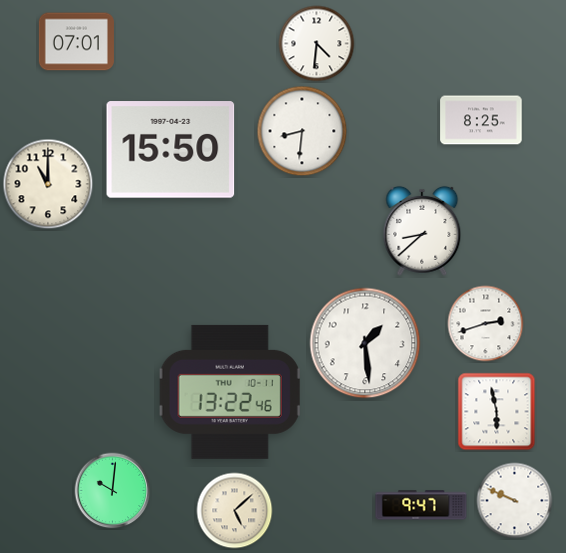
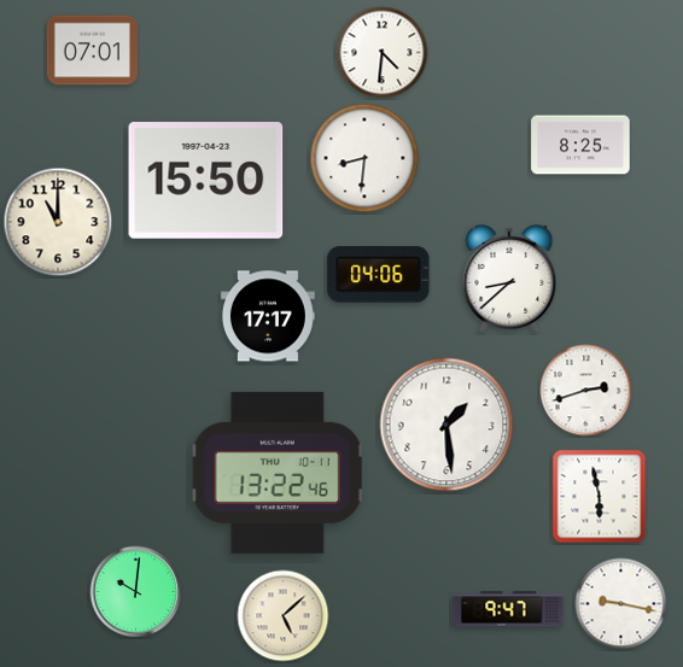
clock at (379, 275): none -> 04:06
clock at (268, 316): none -> 17:17
clock at (365, 343) position: (365, 343) -> (446, 425)
clock at (515, 501): 9:49 -> 9:17
